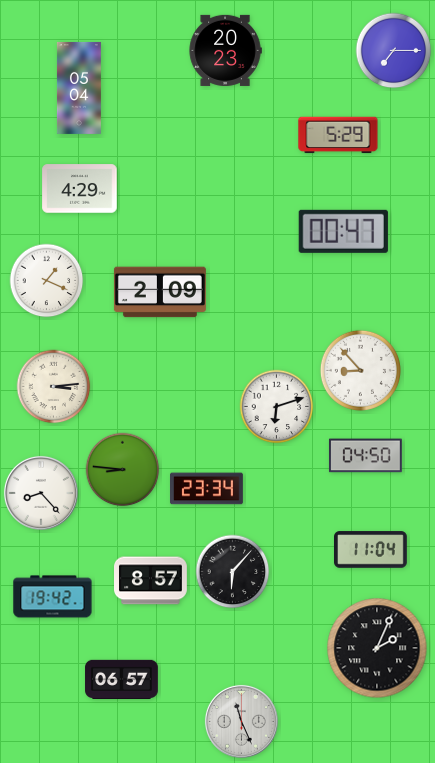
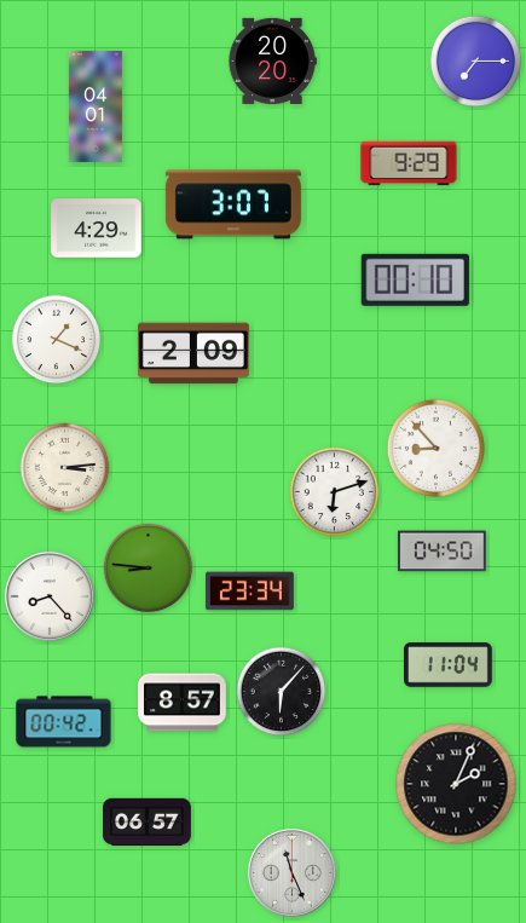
clock at (225, 50): 20:23 -> 20:20
clock at (79, 88): 05:04 -> 04:01
clock at (338, 135): 5:29 -> 9:29
clock at (233, 204): none -> 3:07
clock at (343, 231): 00:47 -> 00:10
clock at (53, 597): 19:42 -> 00:42
